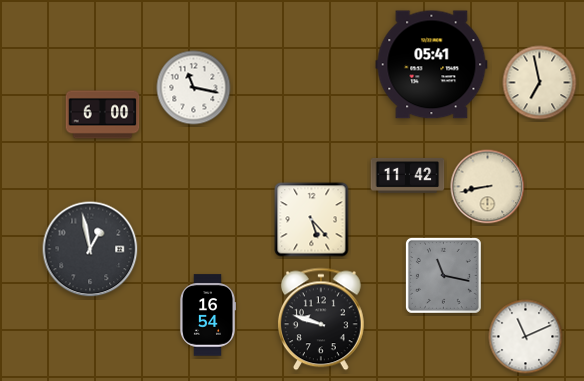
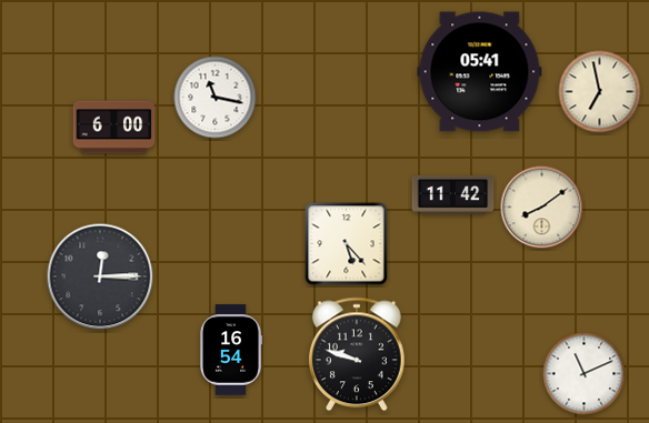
clock at (488, 187): 8:43 -> 8:09
clock at (90, 249): 12:58 -> 12:15
clock at (443, 275): 11:17 -> none
